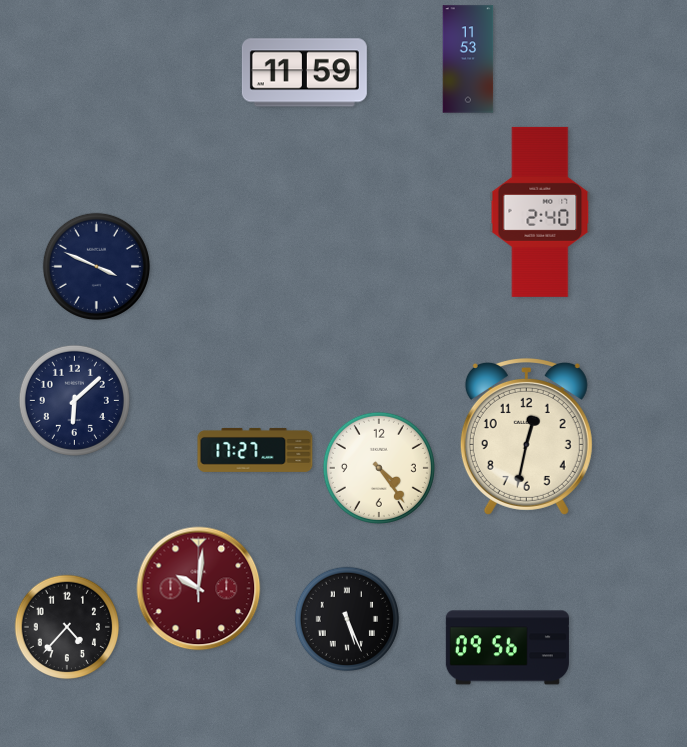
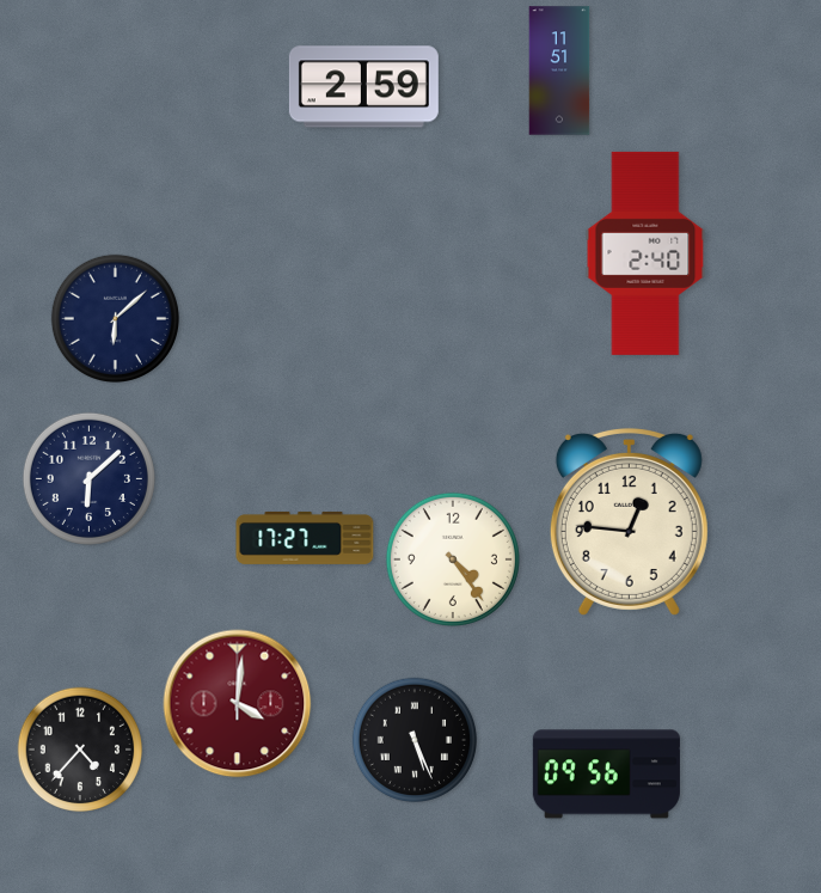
clock at (468, 59): 11:53 -> 11:51
clock at (304, 73): 11:59 -> 2:59
clock at (96, 266): 3:49 -> 6:08
clock at (526, 436): 12:32 -> 12:46
clock at (199, 589): 10:01 -> 4:01
